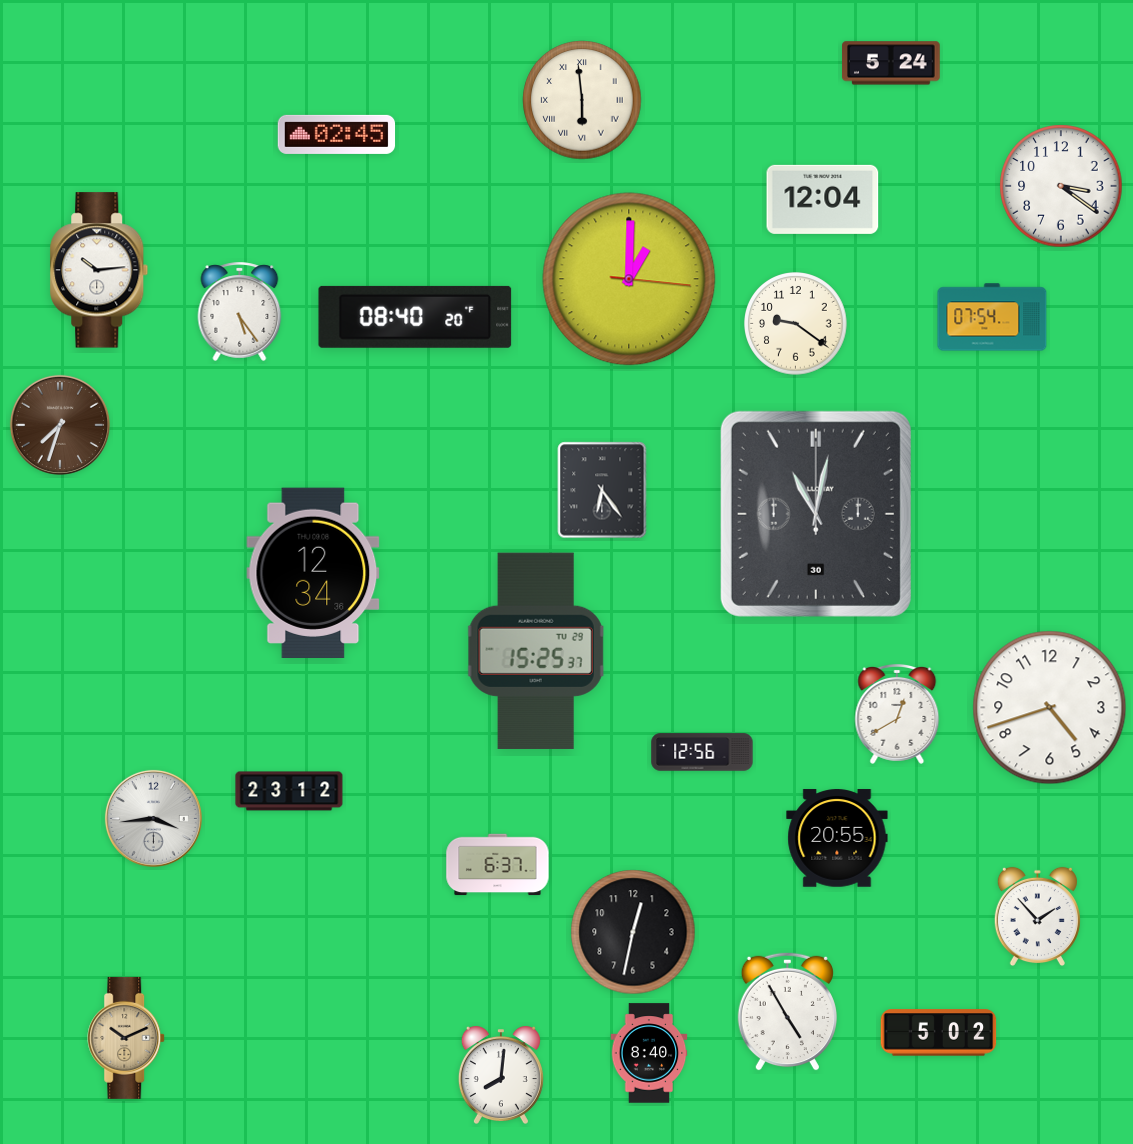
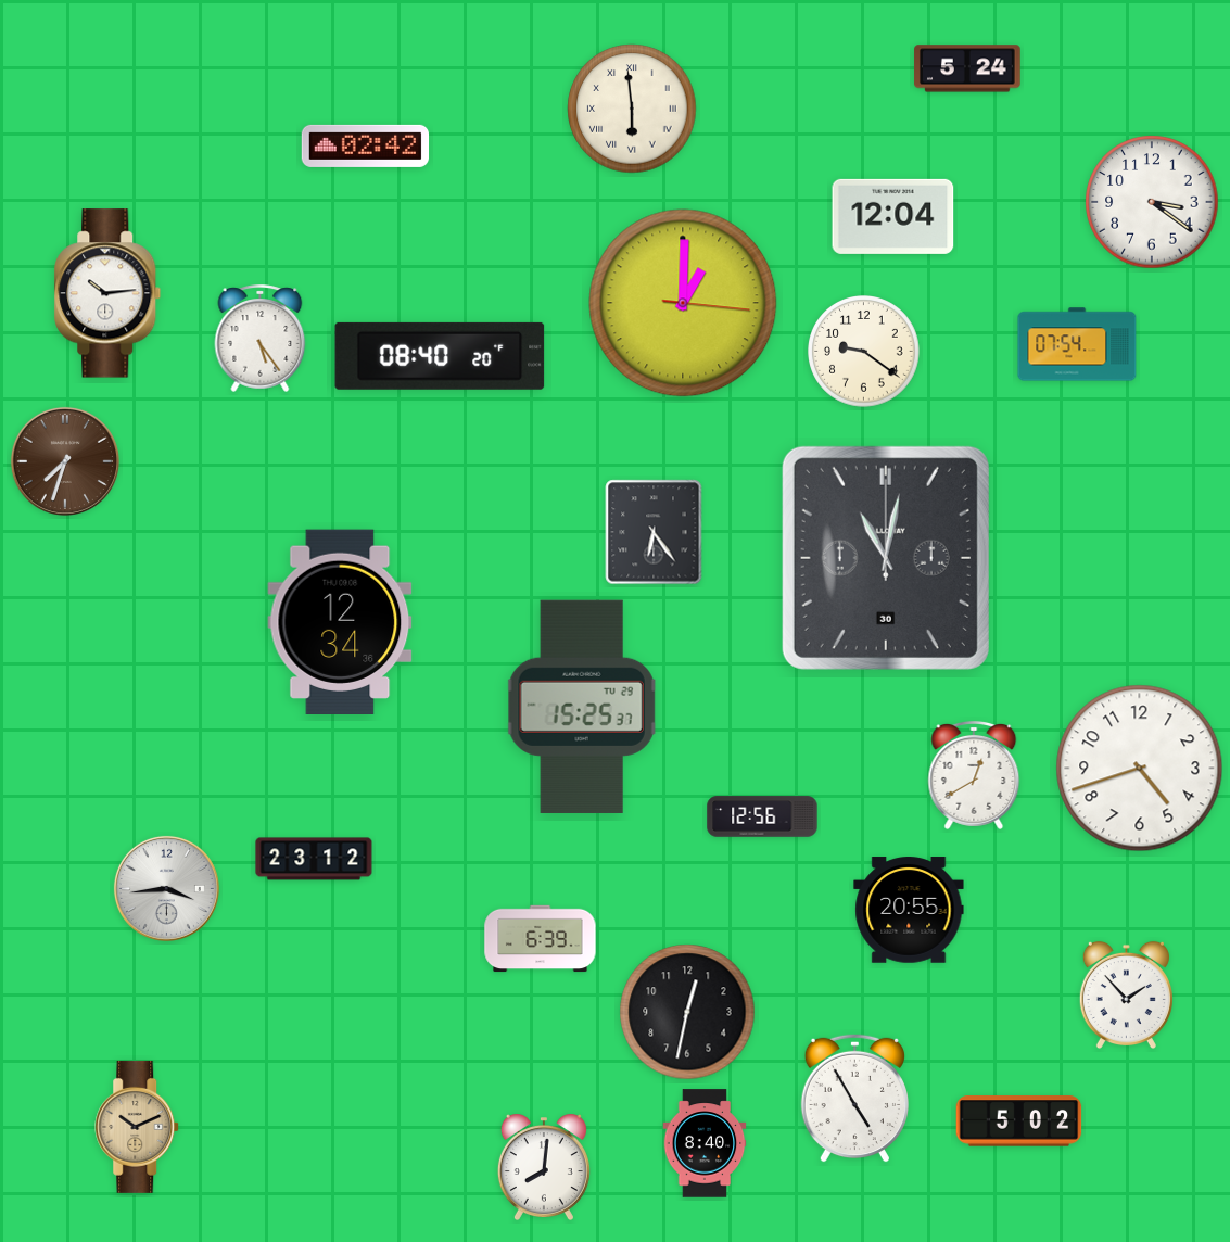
clock at (337, 134): 02:45 -> 02:42
clock at (415, 317) position: (415, 317) -> (440, 356)
clock at (498, 865): 6:37 -> 6:39
